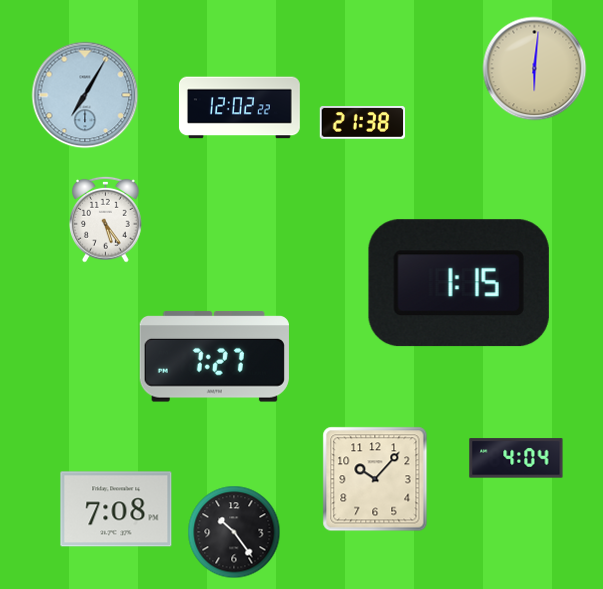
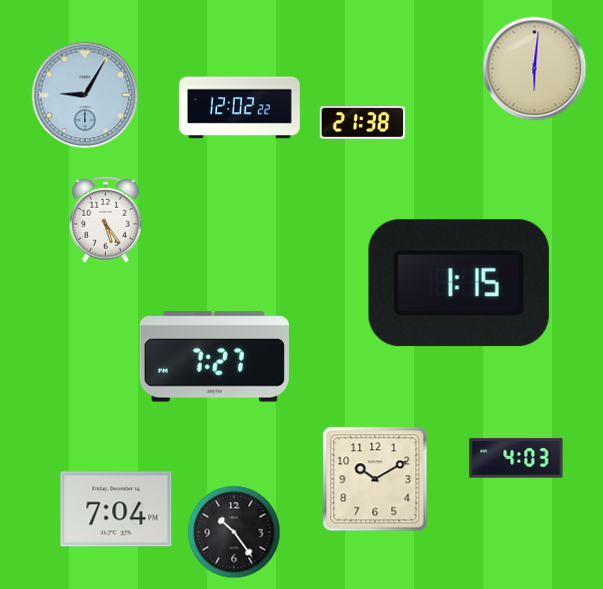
clock at (85, 95): 7:05 -> 9:05
clock at (516, 458): 4:04 -> 4:03
clock at (375, 479): 10:07 -> 10:10
clock at (116, 509): 7:08 -> 7:04
